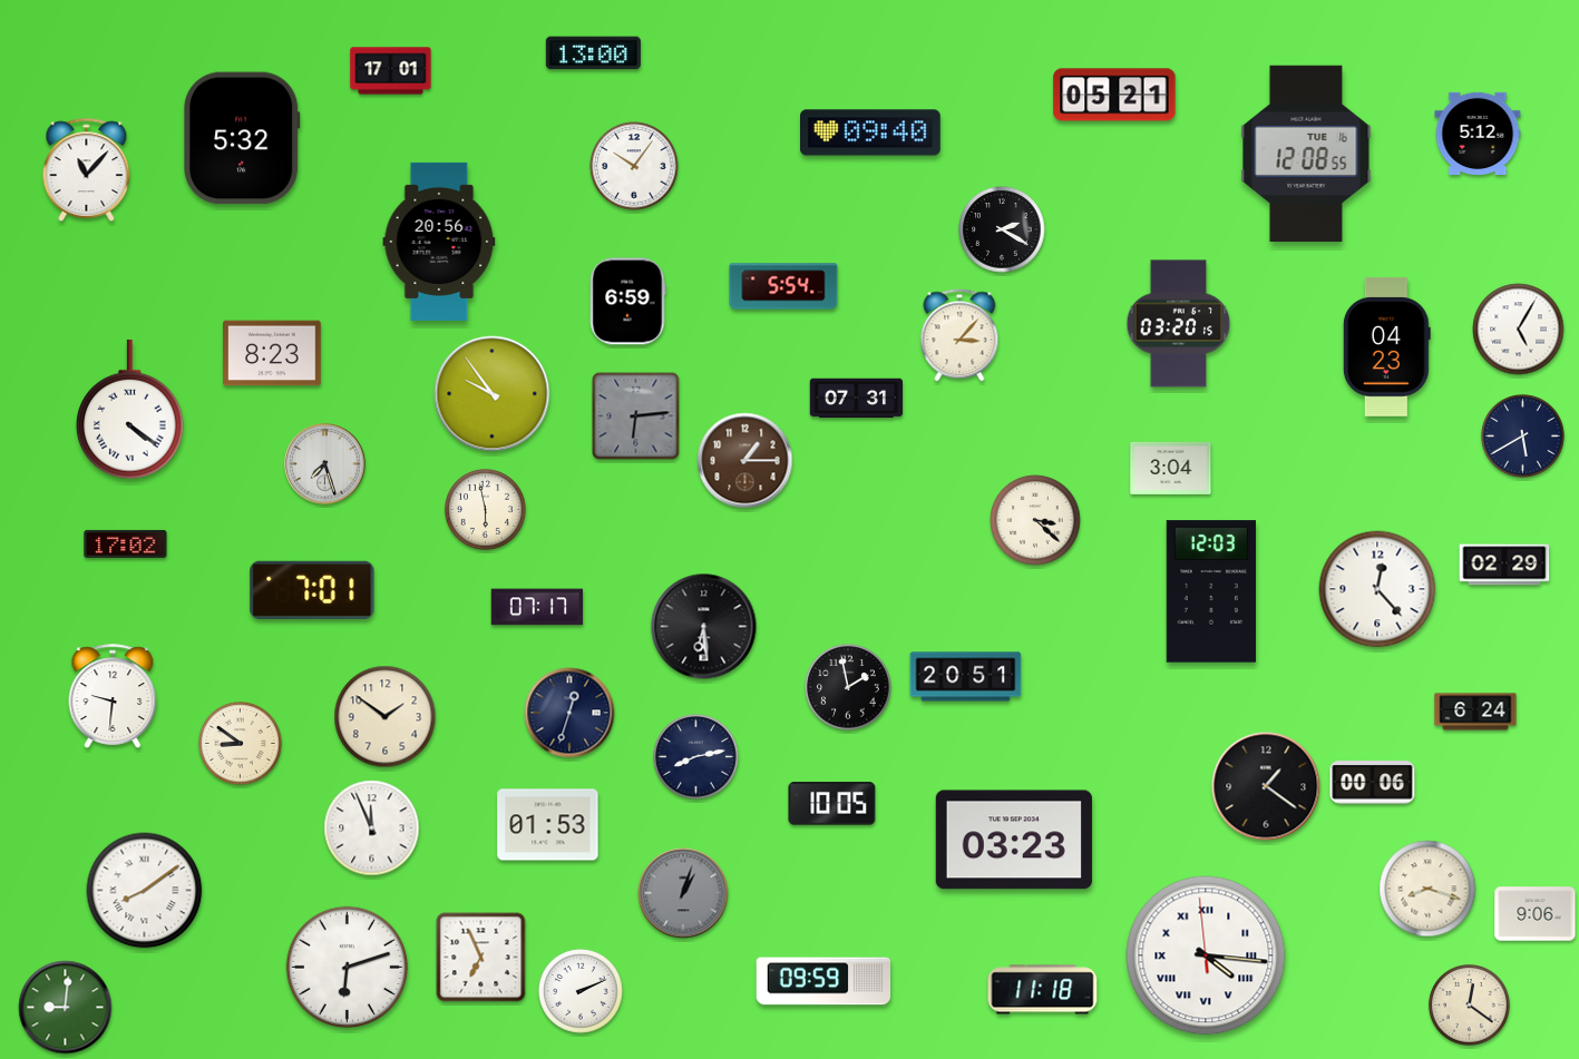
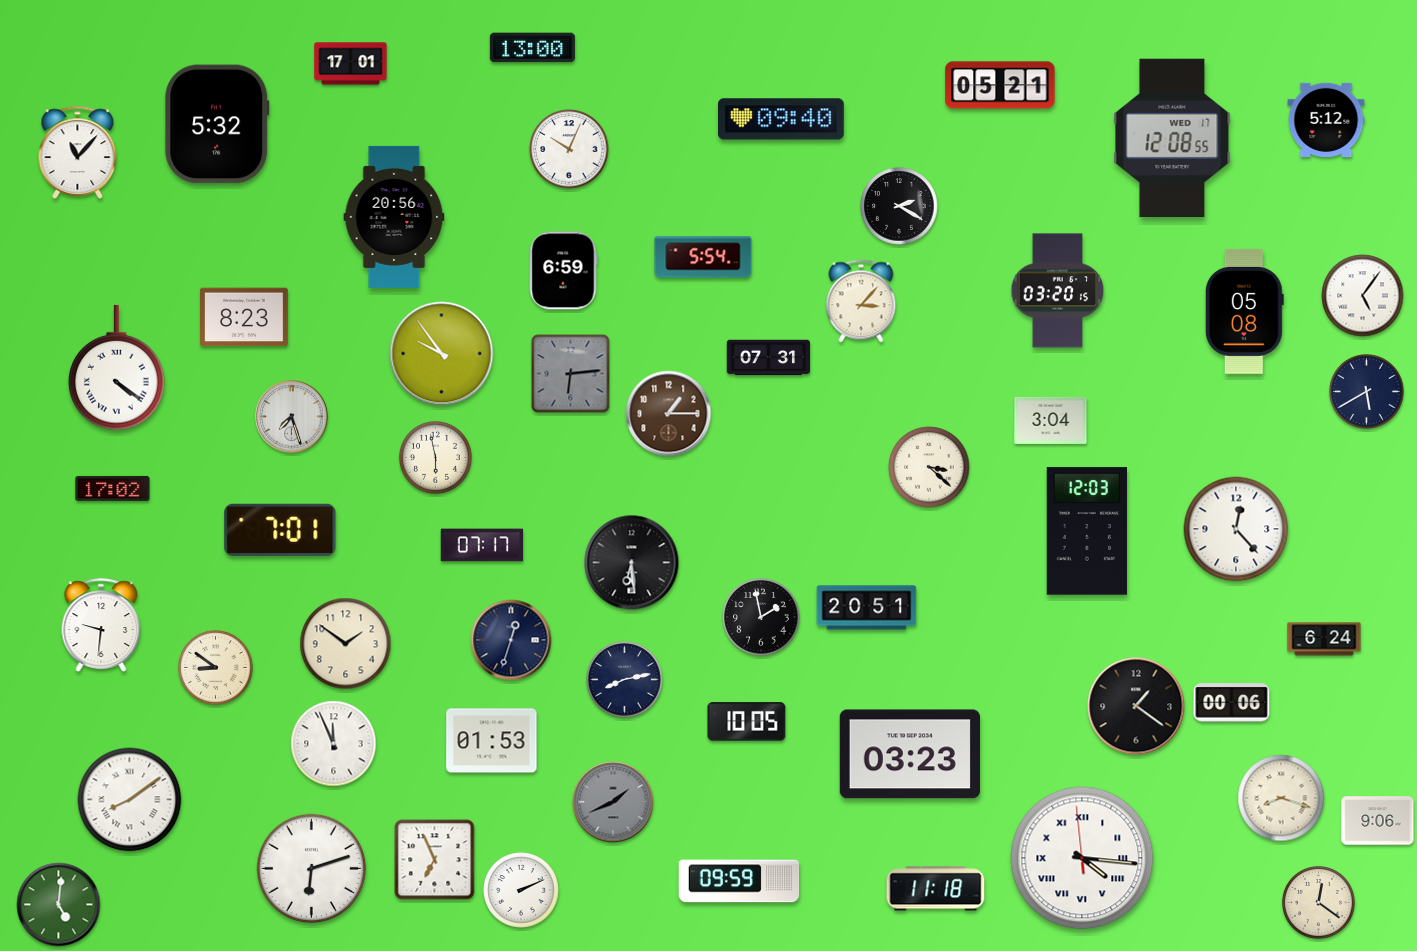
clock at (1306, 154) date: TUE 16 -> WED 17
clock at (634, 166): 10:06 -> 10:04
clock at (1519, 330): 5:05 -> 5:06
clock at (1386, 346): 04:23 -> 05:08
clock at (1504, 565): 02:29 -> none
clock at (683, 893): 1:03 -> 1:41
clock at (481, 958) position: (481, 958) -> (435, 860)
clock at (66, 1008): 9:01 -> 5:01
